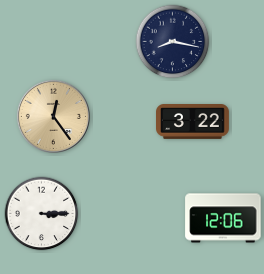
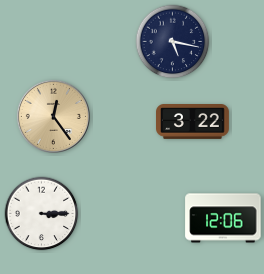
clock at (173, 42): 8:17 -> 5:17
